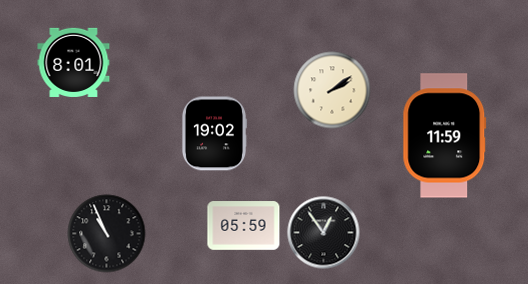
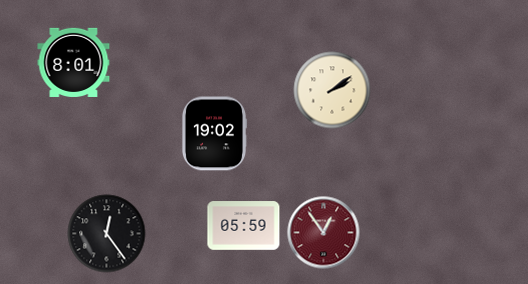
clock at (445, 136): 11:59 -> none
clock at (324, 233) dial: black -> burgundy
clock at (107, 234): 10:56 -> 12:24
